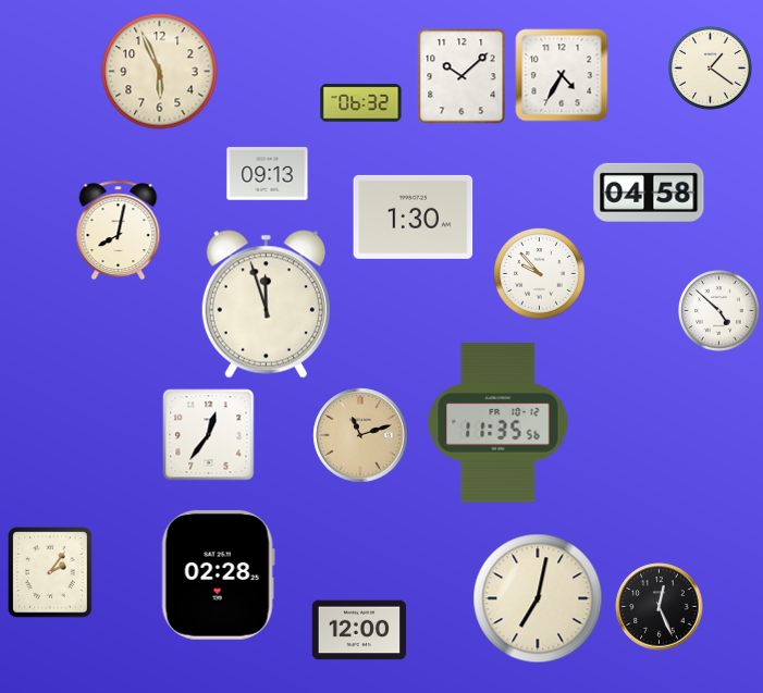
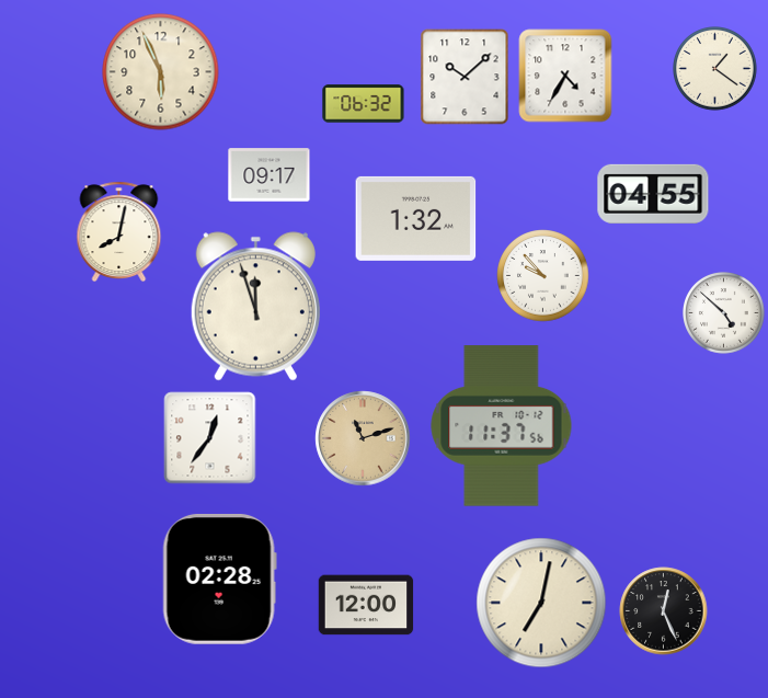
clock at (268, 174): 09:13 -> 09:17
clock at (649, 193): 04:58 -> 04:55
clock at (414, 216): 1:30 -> 1:32
clock at (266, 305) position: (266, 305) -> (255, 307)
clock at (499, 423): 11:35 -> 11:37
clock at (50, 572): 2:06 -> none
clock at (359, 630) position: (359, 630) -> (366, 605)
